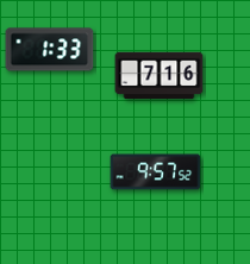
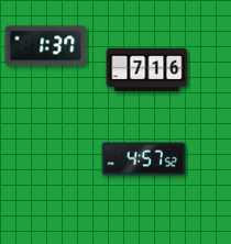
clock at (50, 50): 1:33 -> 1:37
clock at (156, 172): 9:57 -> 4:57
